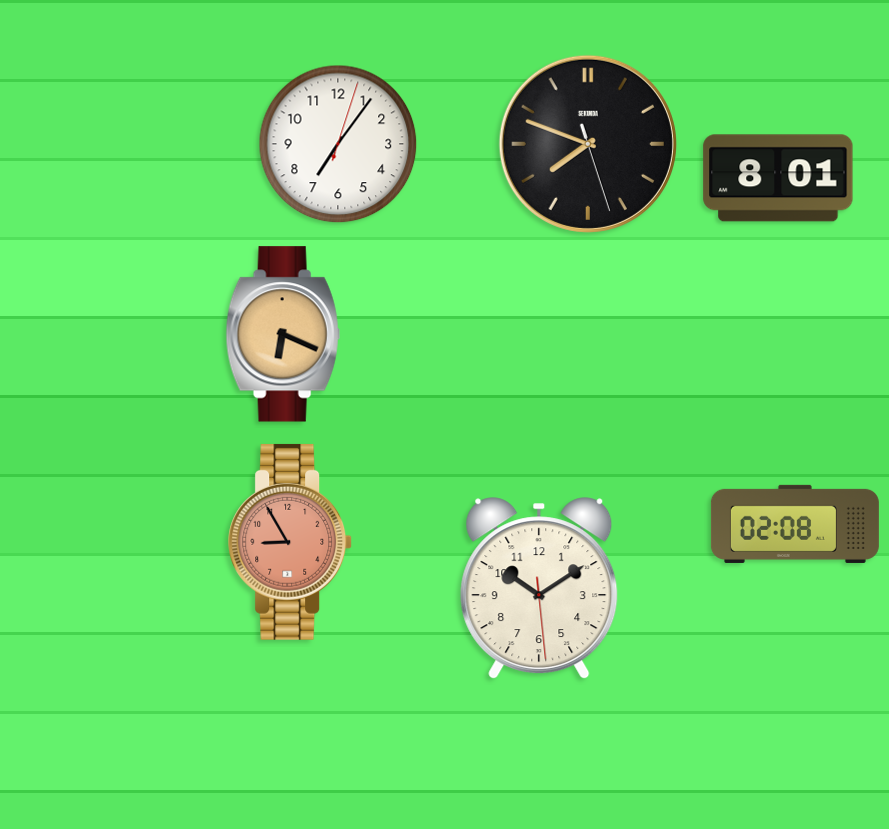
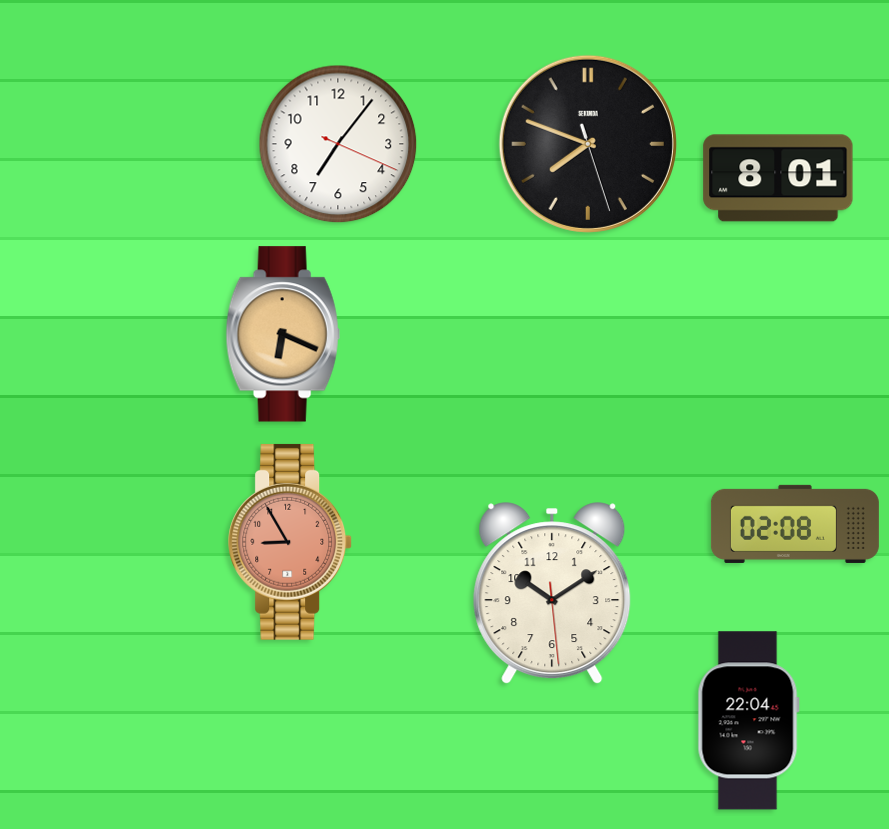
clock at (338, 144): 7:06:03 -> 7:06:19
clock at (539, 589) position: (539, 589) -> (552, 594)
clock at (748, 721): none -> 22:04
